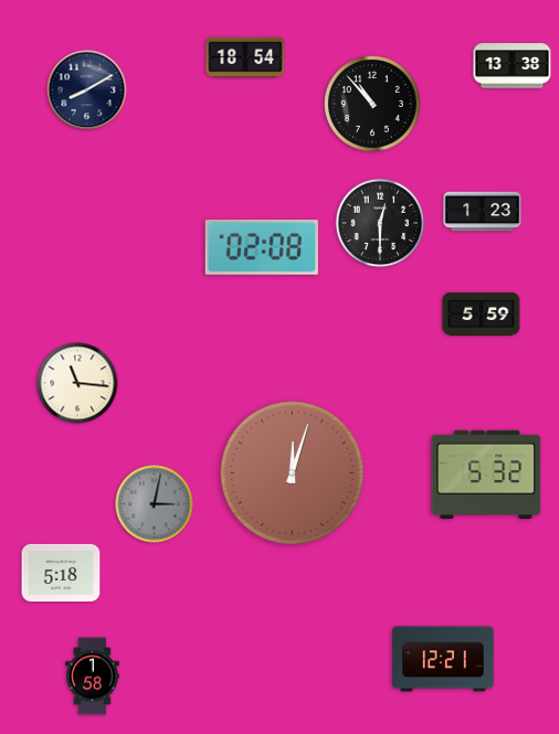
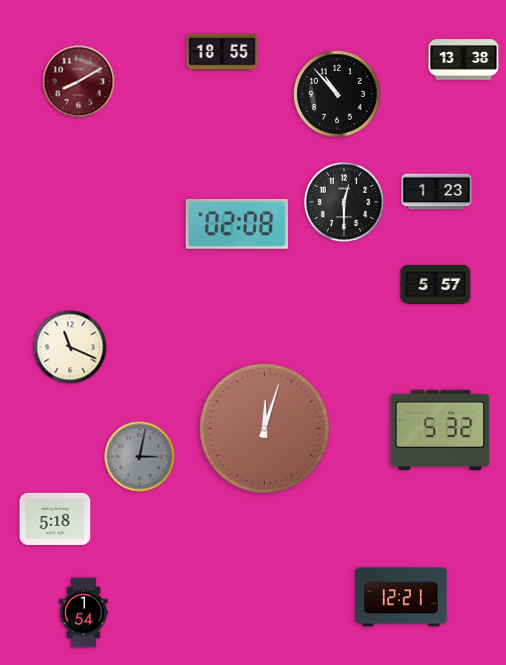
clock at (245, 57): 18:54 -> 18:55
clock at (87, 91) dial: navy -> burgundy
clock at (482, 313): 5:59 -> 5:57
clock at (77, 383): 11:16 -> 11:19
clock at (93, 677): 1:58 -> 1:54
